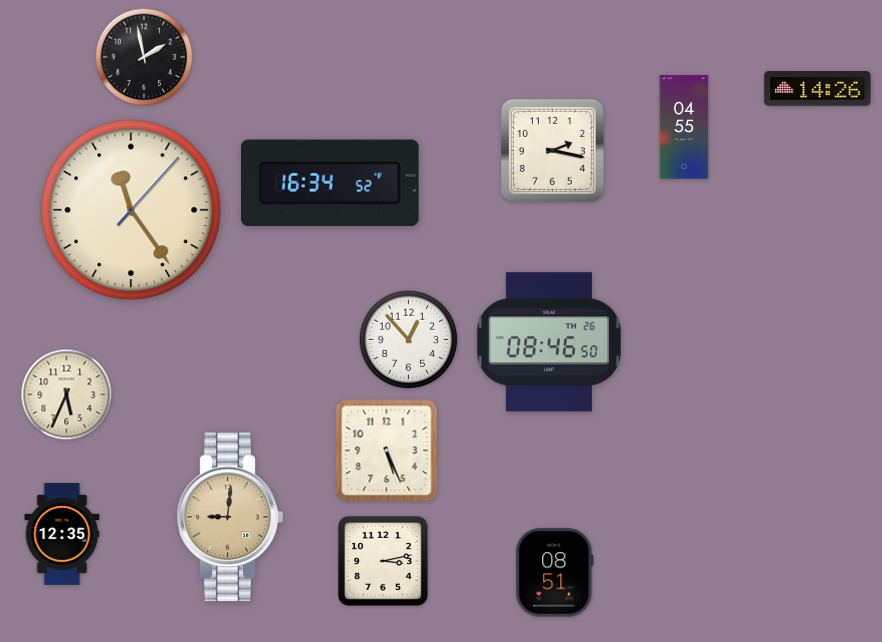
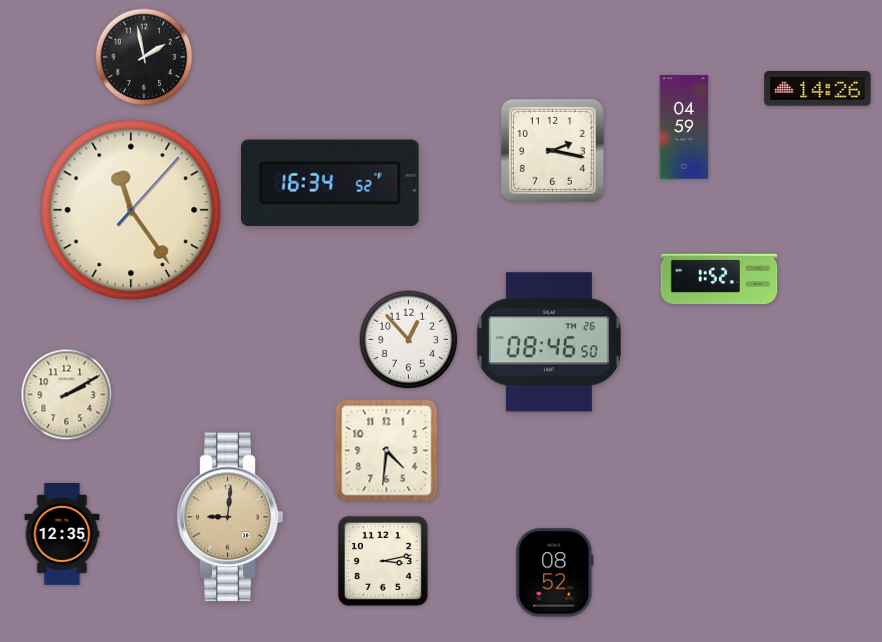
clock at (684, 127): 04:55 -> 04:59
clock at (719, 279): none -> 1:52
clock at (67, 395): 5:34 -> 2:10
clock at (387, 451): 5:26 -> 4:31
clock at (555, 573): 08:51 -> 08:52
